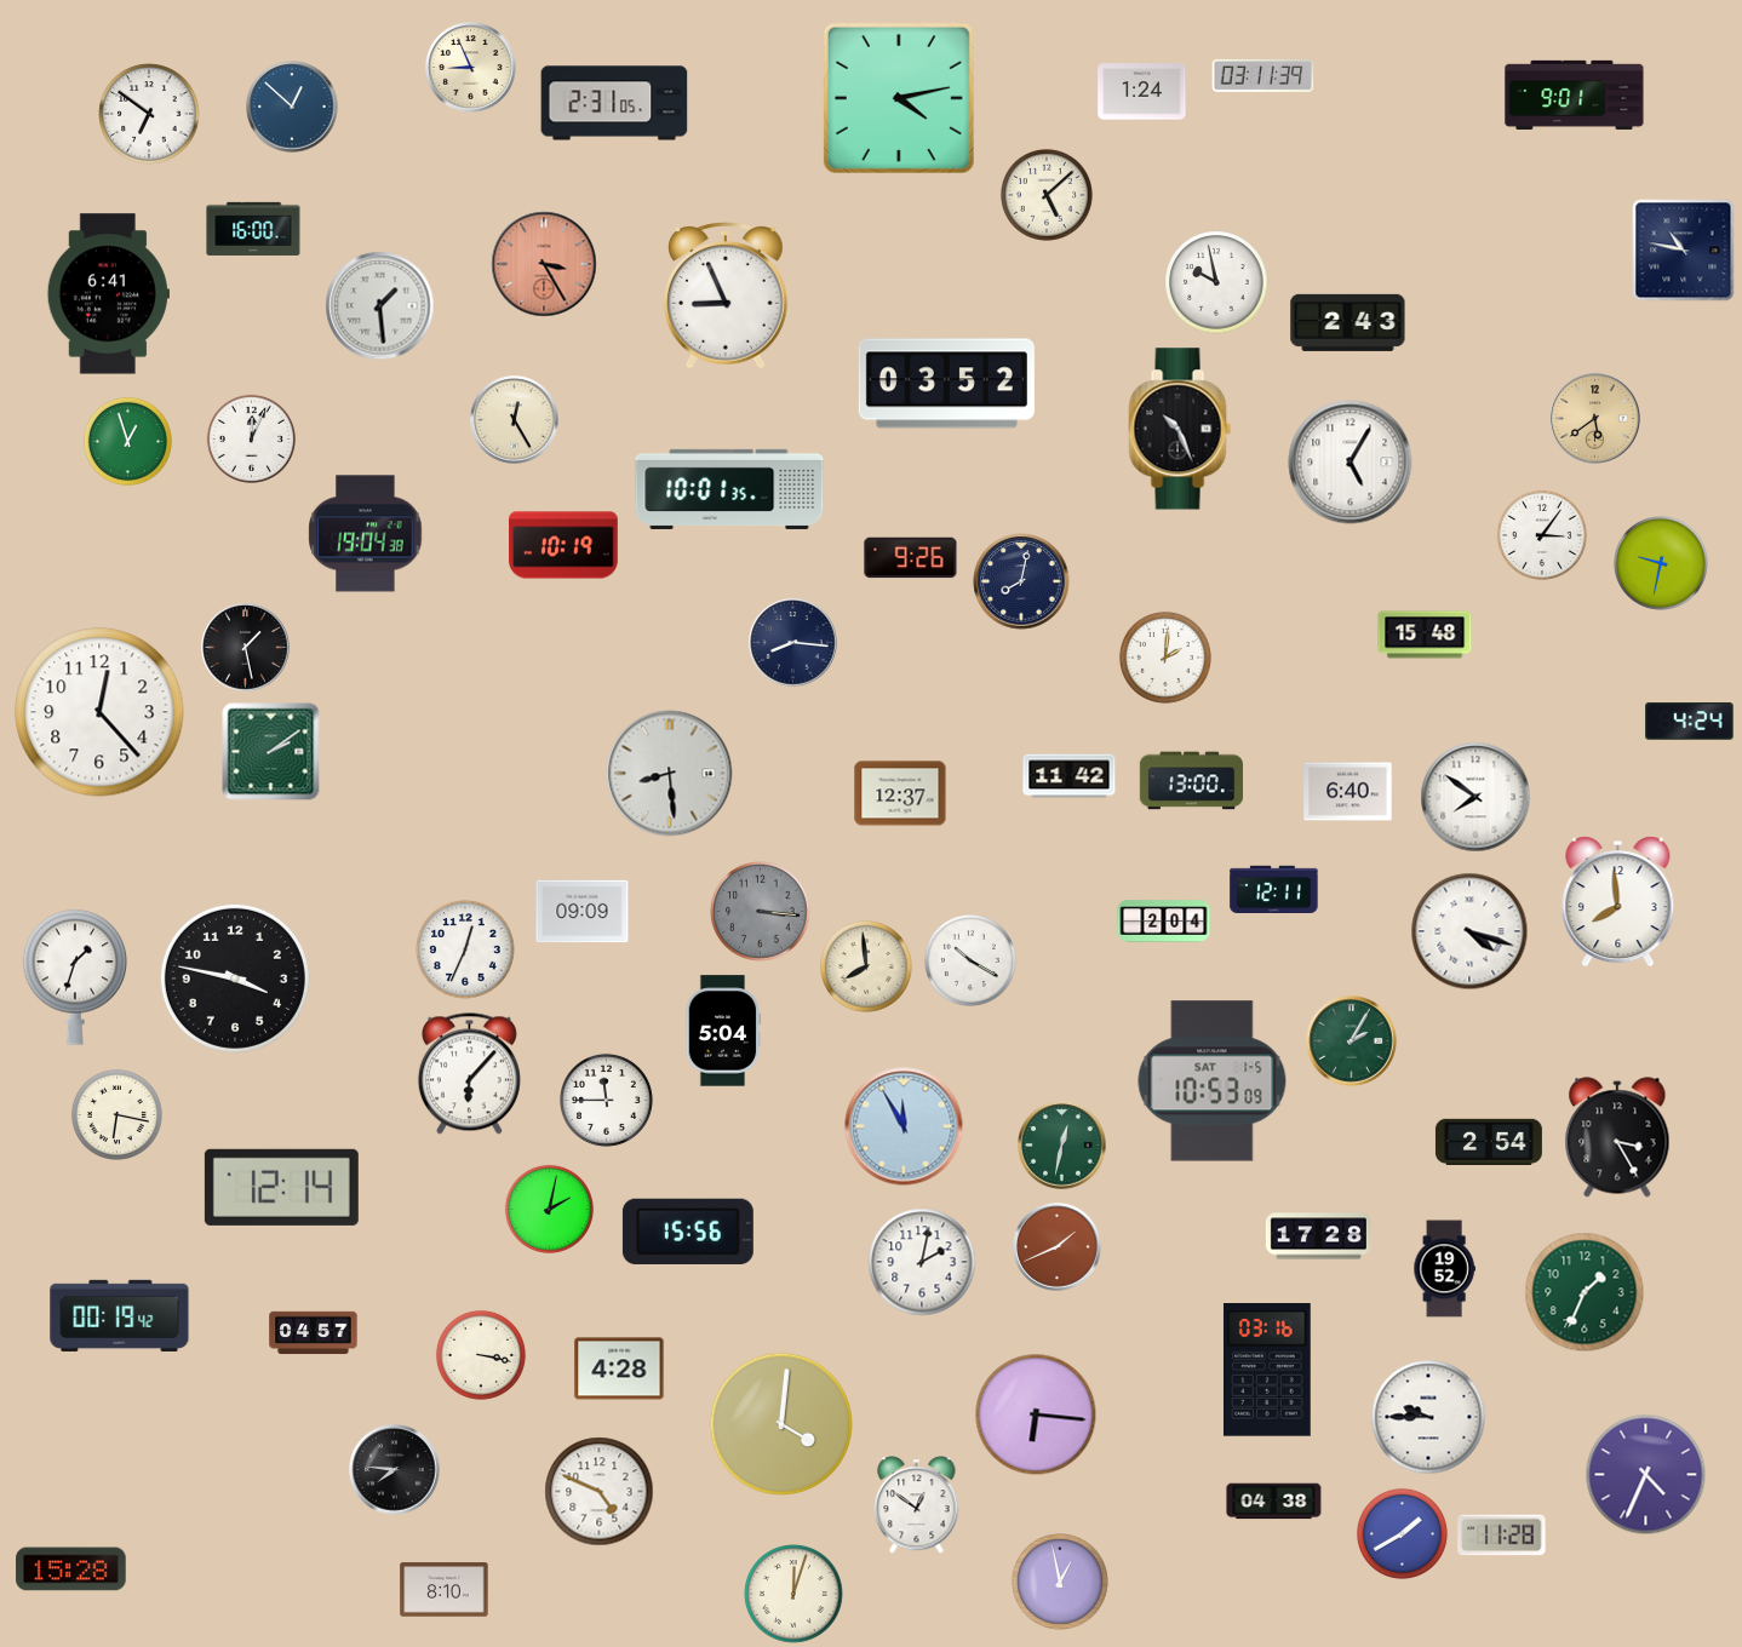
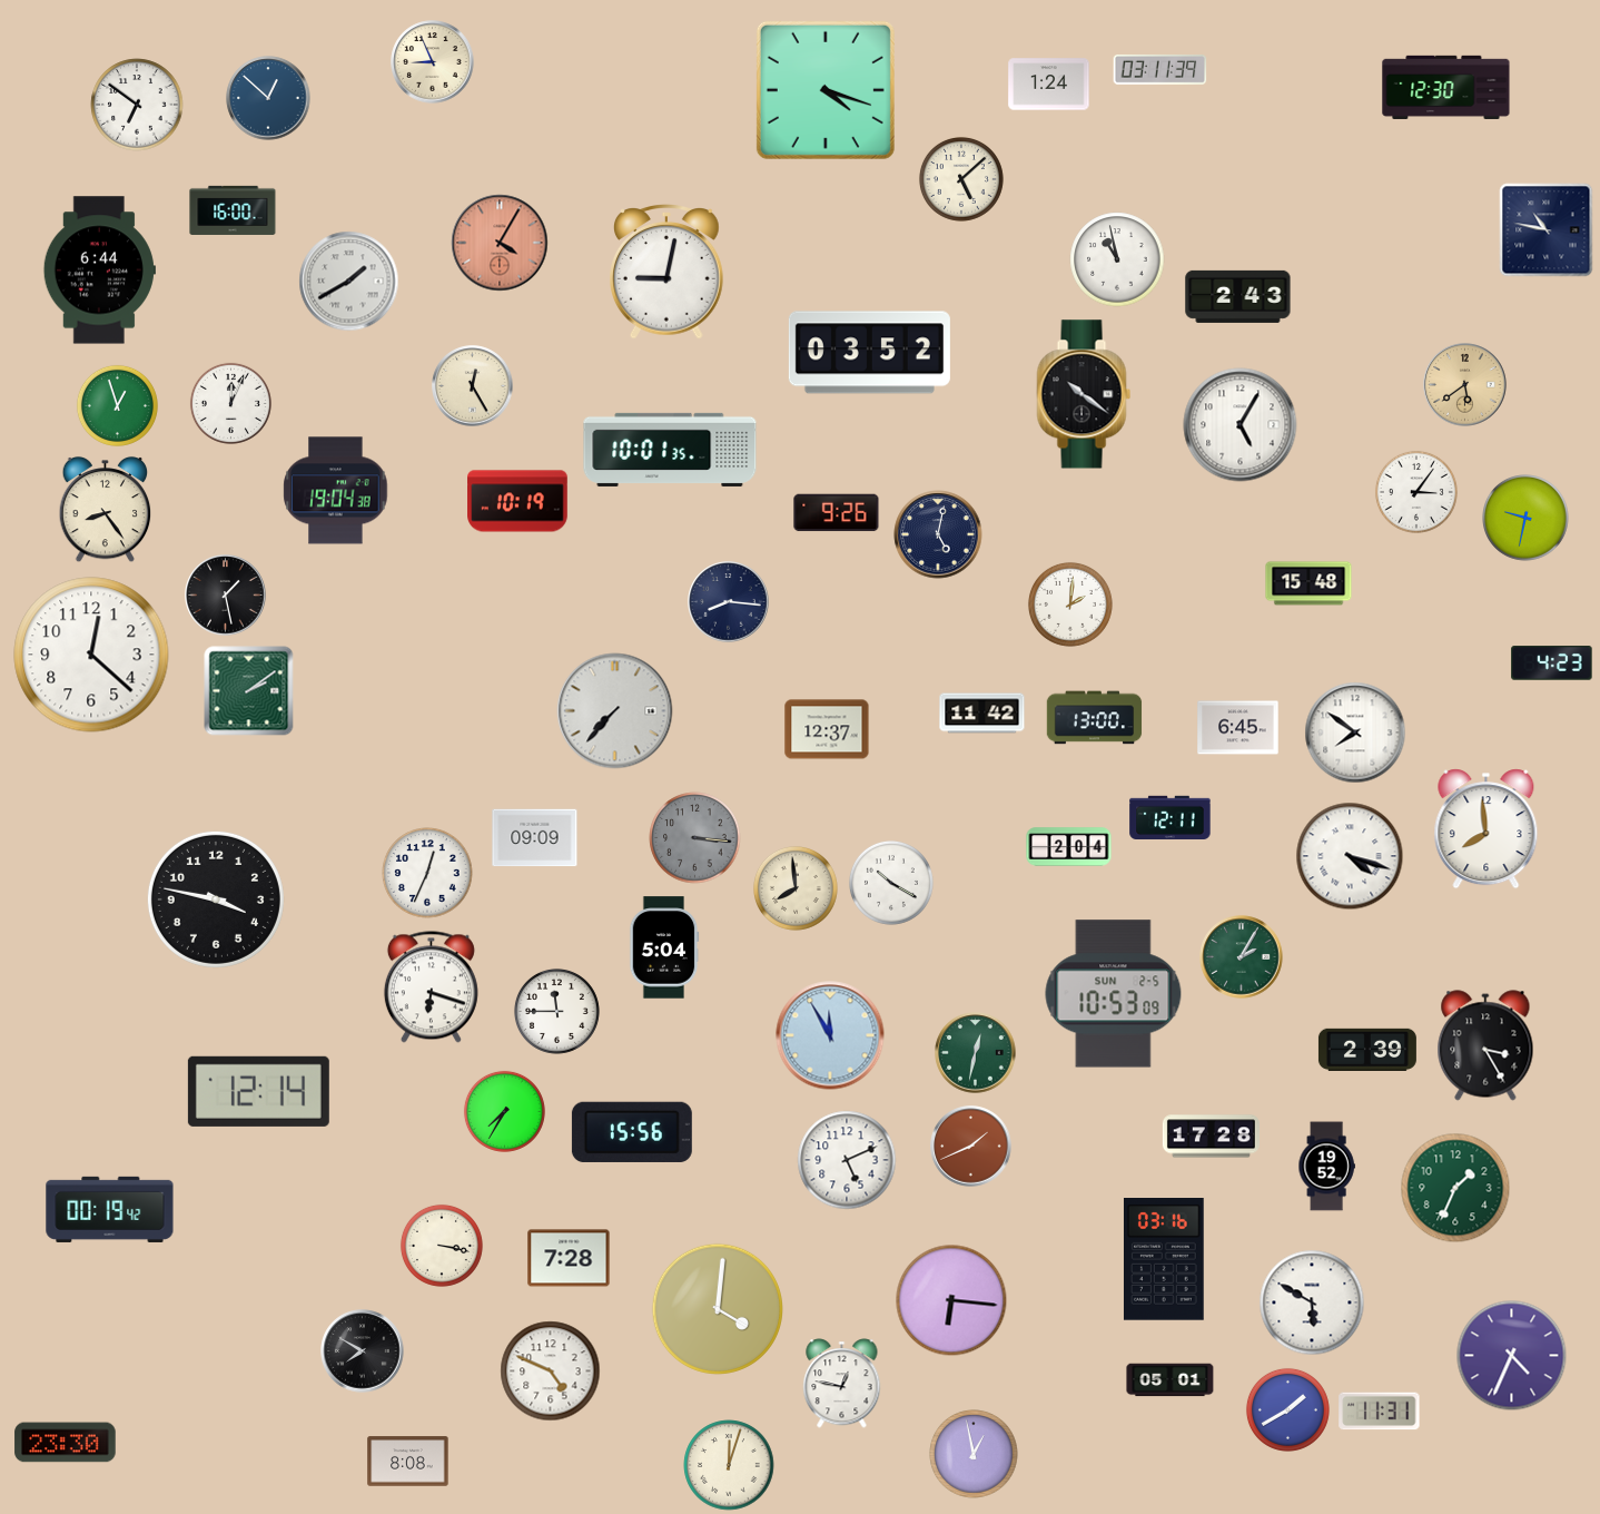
clock at (1575, 94): 9:01 -> 12:30
clock at (899, 98): 4:13 -> 4:18
clock at (614, 103): 2:31 -> none
clock at (544, 264): 3:25 -> 4:05
clock at (1216, 282): 9:58 -> 10:58
clock at (108, 294): 6:41 -> 6:44
clock at (727, 295): 8:56 -> 9:02
clock at (380, 306): 1:29 -> 1:40
clock at (1180, 429): 10:26 -> 10:21
clock at (106, 510): none -> 8:24
clock at (1021, 581): 8:02 -> 5:02
clock at (793, 643) position: (793, 643) -> (729, 602)
clock at (99, 712): 12:23 -> 12:22
clock at (1690, 722): 4:24 -> 4:23
clock at (670, 774): 8:29 -> 7:37
clock at (1348, 792): 6:40 -> 6:45
clock at (761, 912) position: (761, 912) -> (695, 838)
clock at (75, 977): 1:33 -> none
clock at (469, 1074): 6:07 -> 6:18
clock at (1213, 1081) date: SAT 1-5 -> SUN 2-5
clock at (116, 1114): 6:17 -> none
clock at (1489, 1142): 2:54 -> 2:39
clock at (549, 1209): 2:02 -> 7:35
clock at (922, 1262): 2:02 -> 5:11
clock at (314, 1333): 04:57 -> none
clock at (619, 1368): 4:28 -> 7:28
clock at (1428, 1417): 9:45 -> 5:50
clock at (395, 1470): 7:46 -> 7:50
clock at (1274, 1502): 04:38 -> 05:01
clock at (917, 1505): 12:51 -> 12:47
clock at (1502, 1536): 11:28 -> 11:31
clock at (71, 1569): 15:28 -> 23:30
clock at (445, 1590): 8:10 -> 8:08
